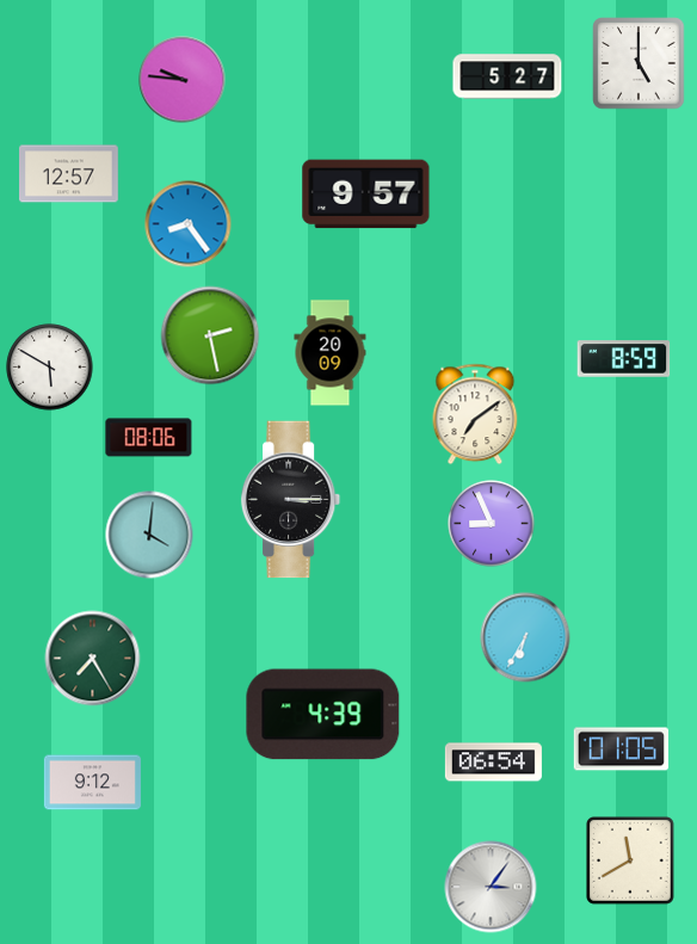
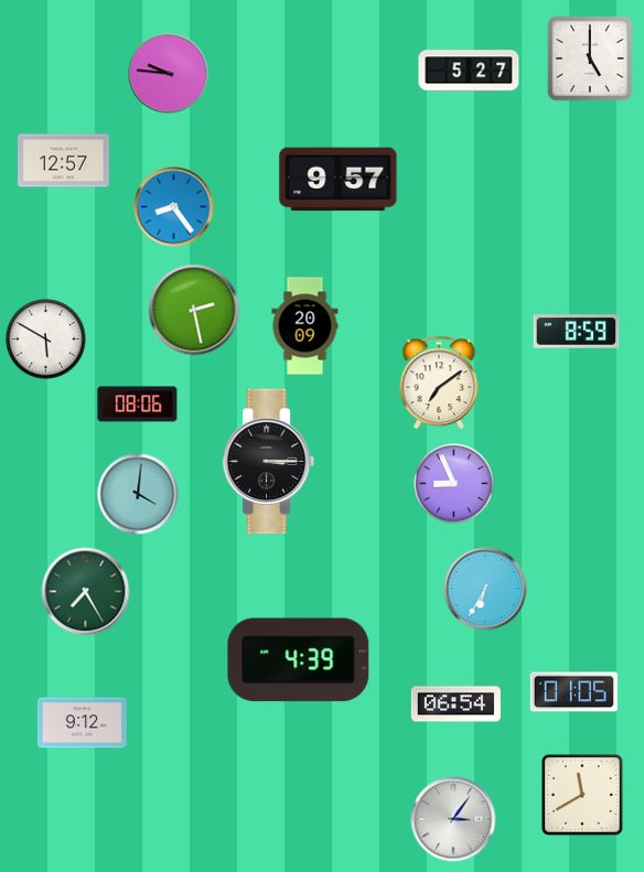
clock at (93, 659) position: (93, 659) -> (86, 592)
clock at (92, 783) position: (92, 783) -> (82, 723)
